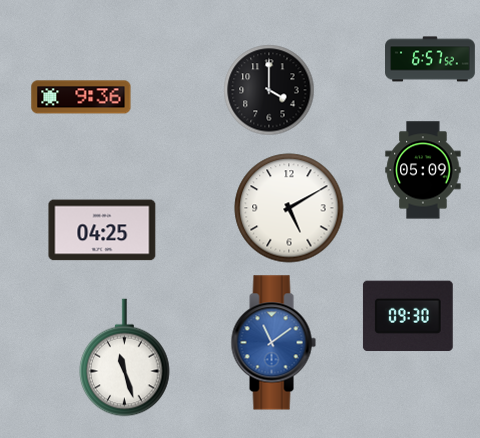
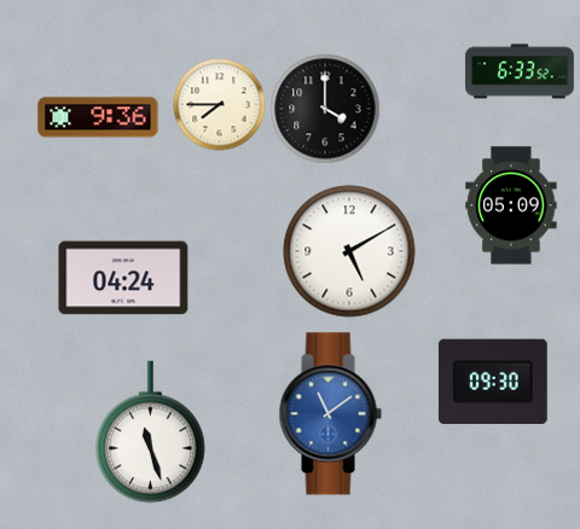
clock at (430, 59): 6:57 -> 6:33
clock at (220, 105): none -> 7:45
clock at (102, 230): 04:25 -> 04:24
